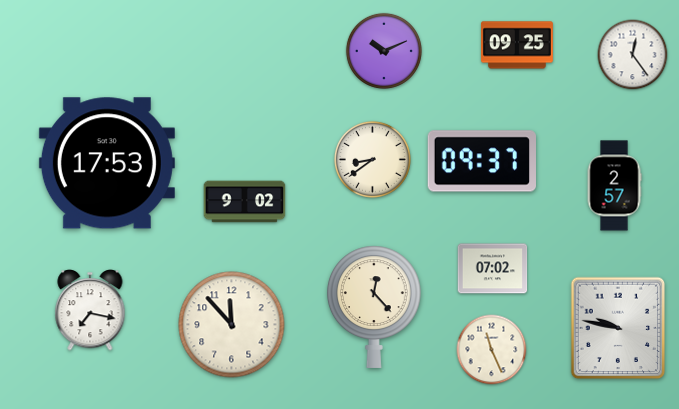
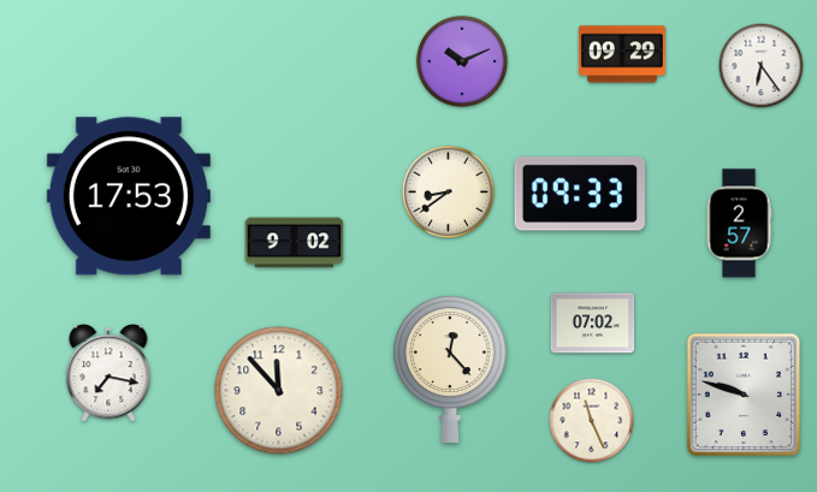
clock at (517, 45): 09:25 -> 09:29
clock at (633, 55): 12:24 -> 6:24
clock at (481, 161): 09:37 -> 09:33
clock at (618, 328): 9:47 -> 9:48
